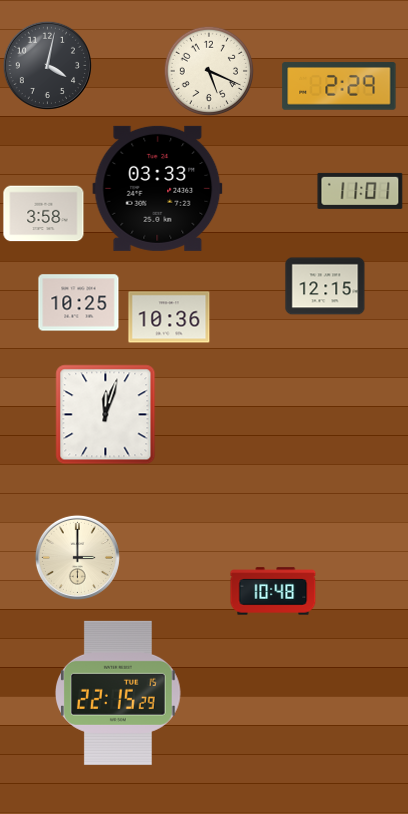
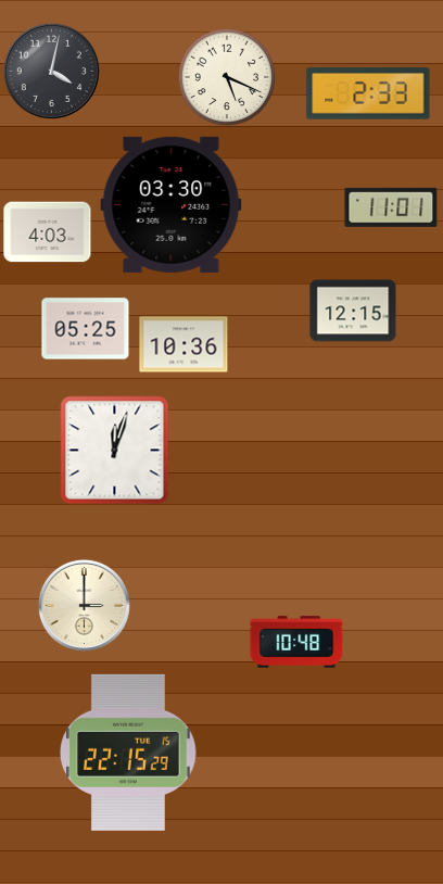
clock at (339, 86): 2:29 -> 2:33
clock at (158, 188): 03:33 -> 03:30
clock at (44, 214): 3:58 -> 4:03
clock at (79, 303): 10:25 -> 05:25
